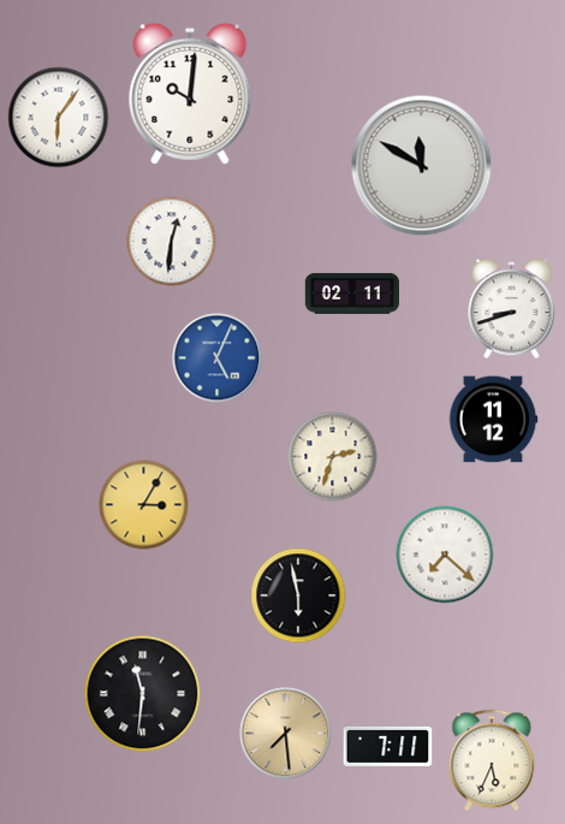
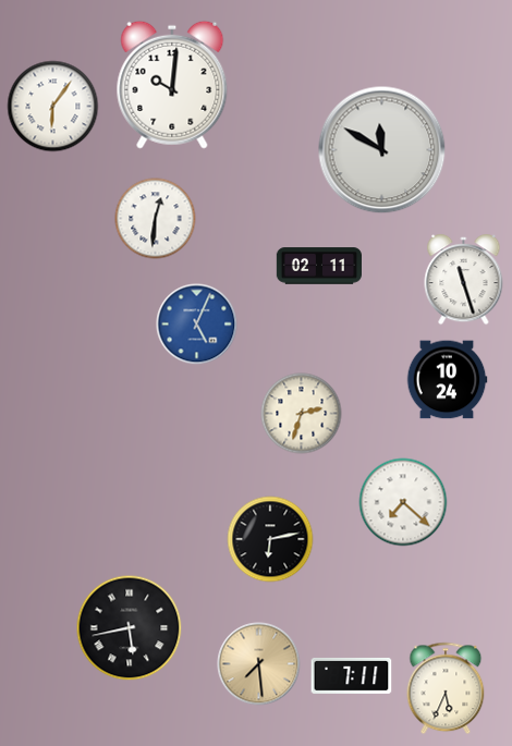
clock at (512, 309): 8:42 -> 11:27
clock at (493, 420): 11:12 -> 10:24
clock at (144, 505): 3:05 -> none
clock at (298, 595): 5:58 -> 6:13
clock at (143, 694): 11:31 -> 5:43
